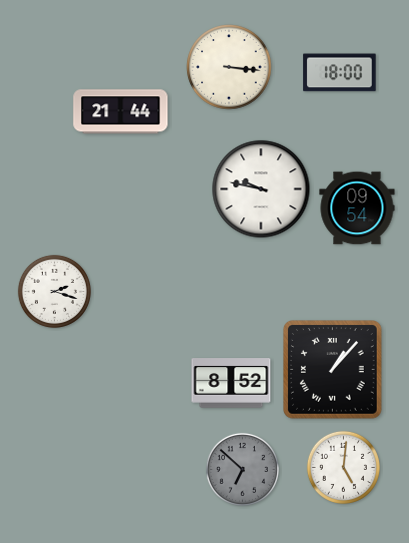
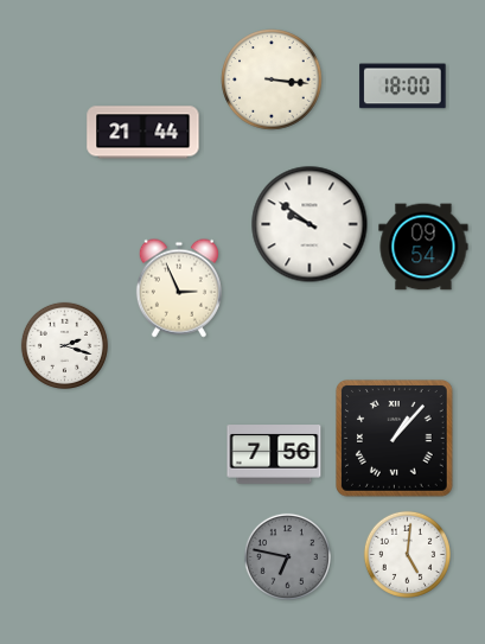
clock at (261, 189): 9:47 -> 9:51
clock at (179, 288): none -> 2:56
clock at (231, 383): 8:52 -> 7:56
clock at (242, 469): 6:52 -> 6:47
